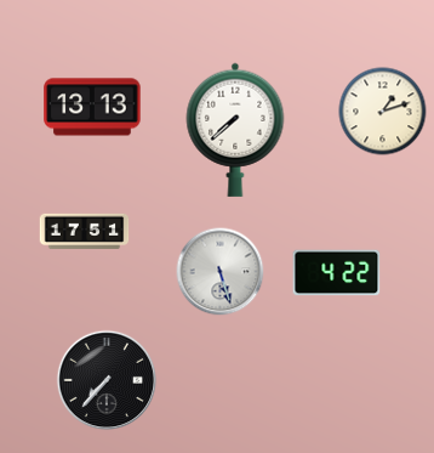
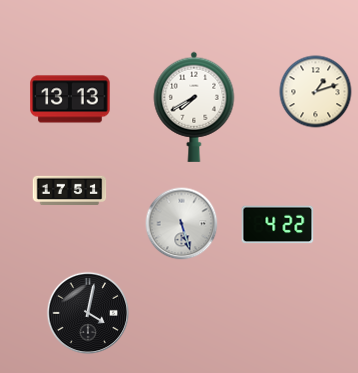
clock at (92, 107) position: (92, 107) -> (70, 99)
clock at (235, 130): 7:38 -> 7:40
clock at (107, 380): 7:37 -> 4:02
